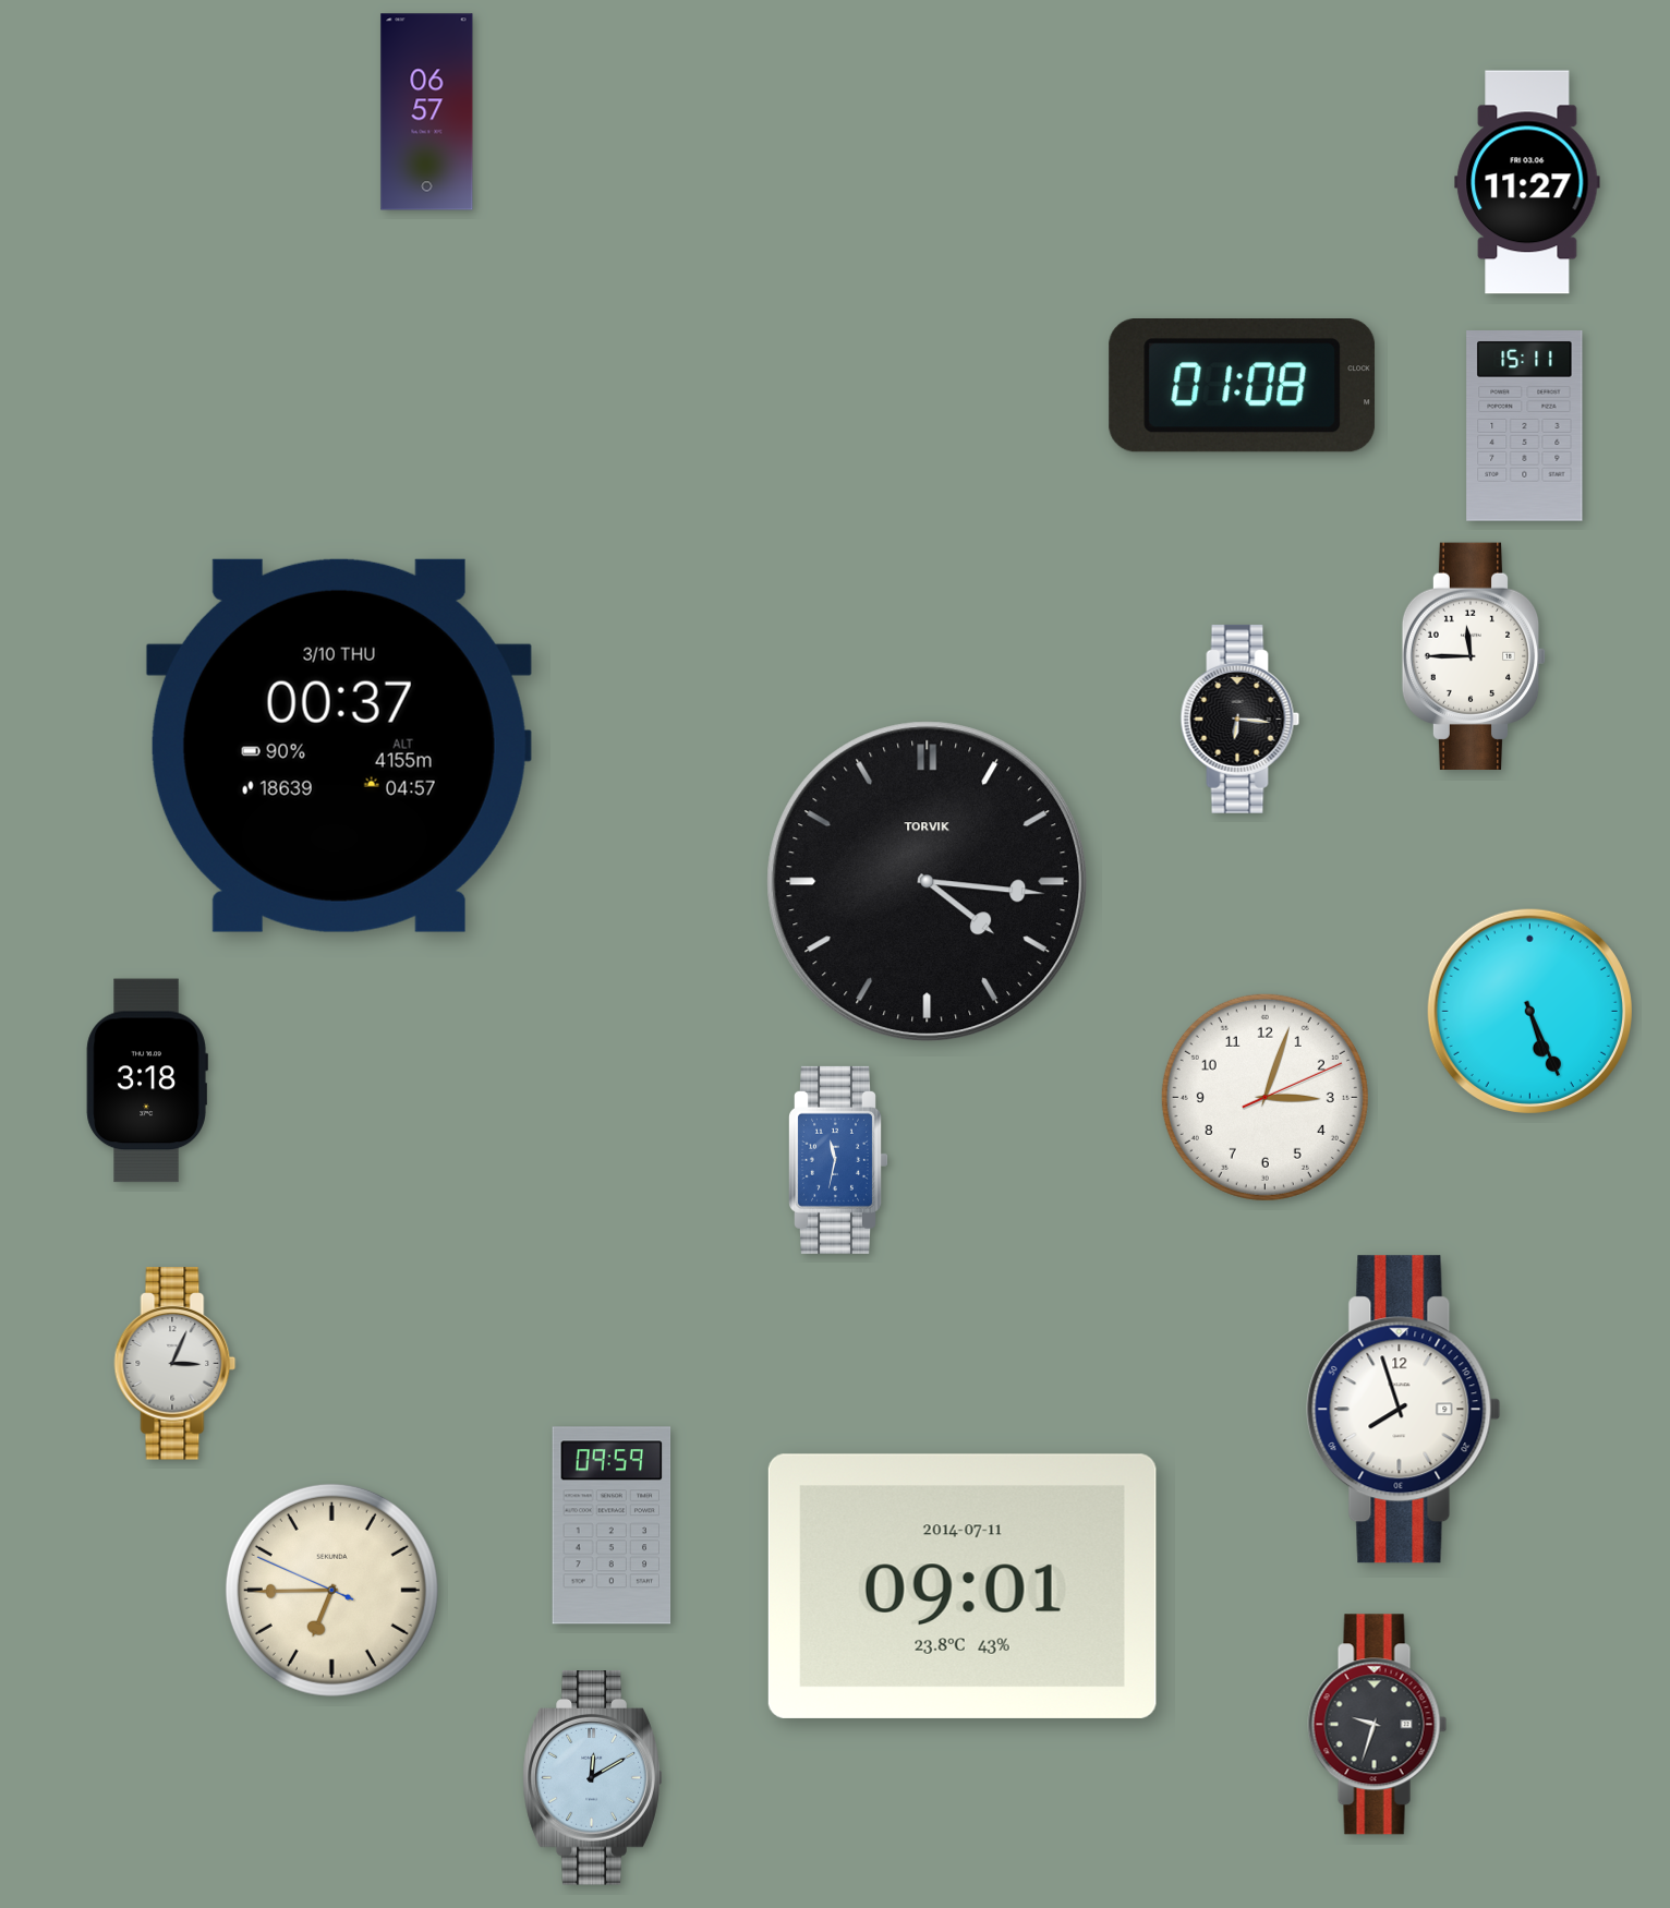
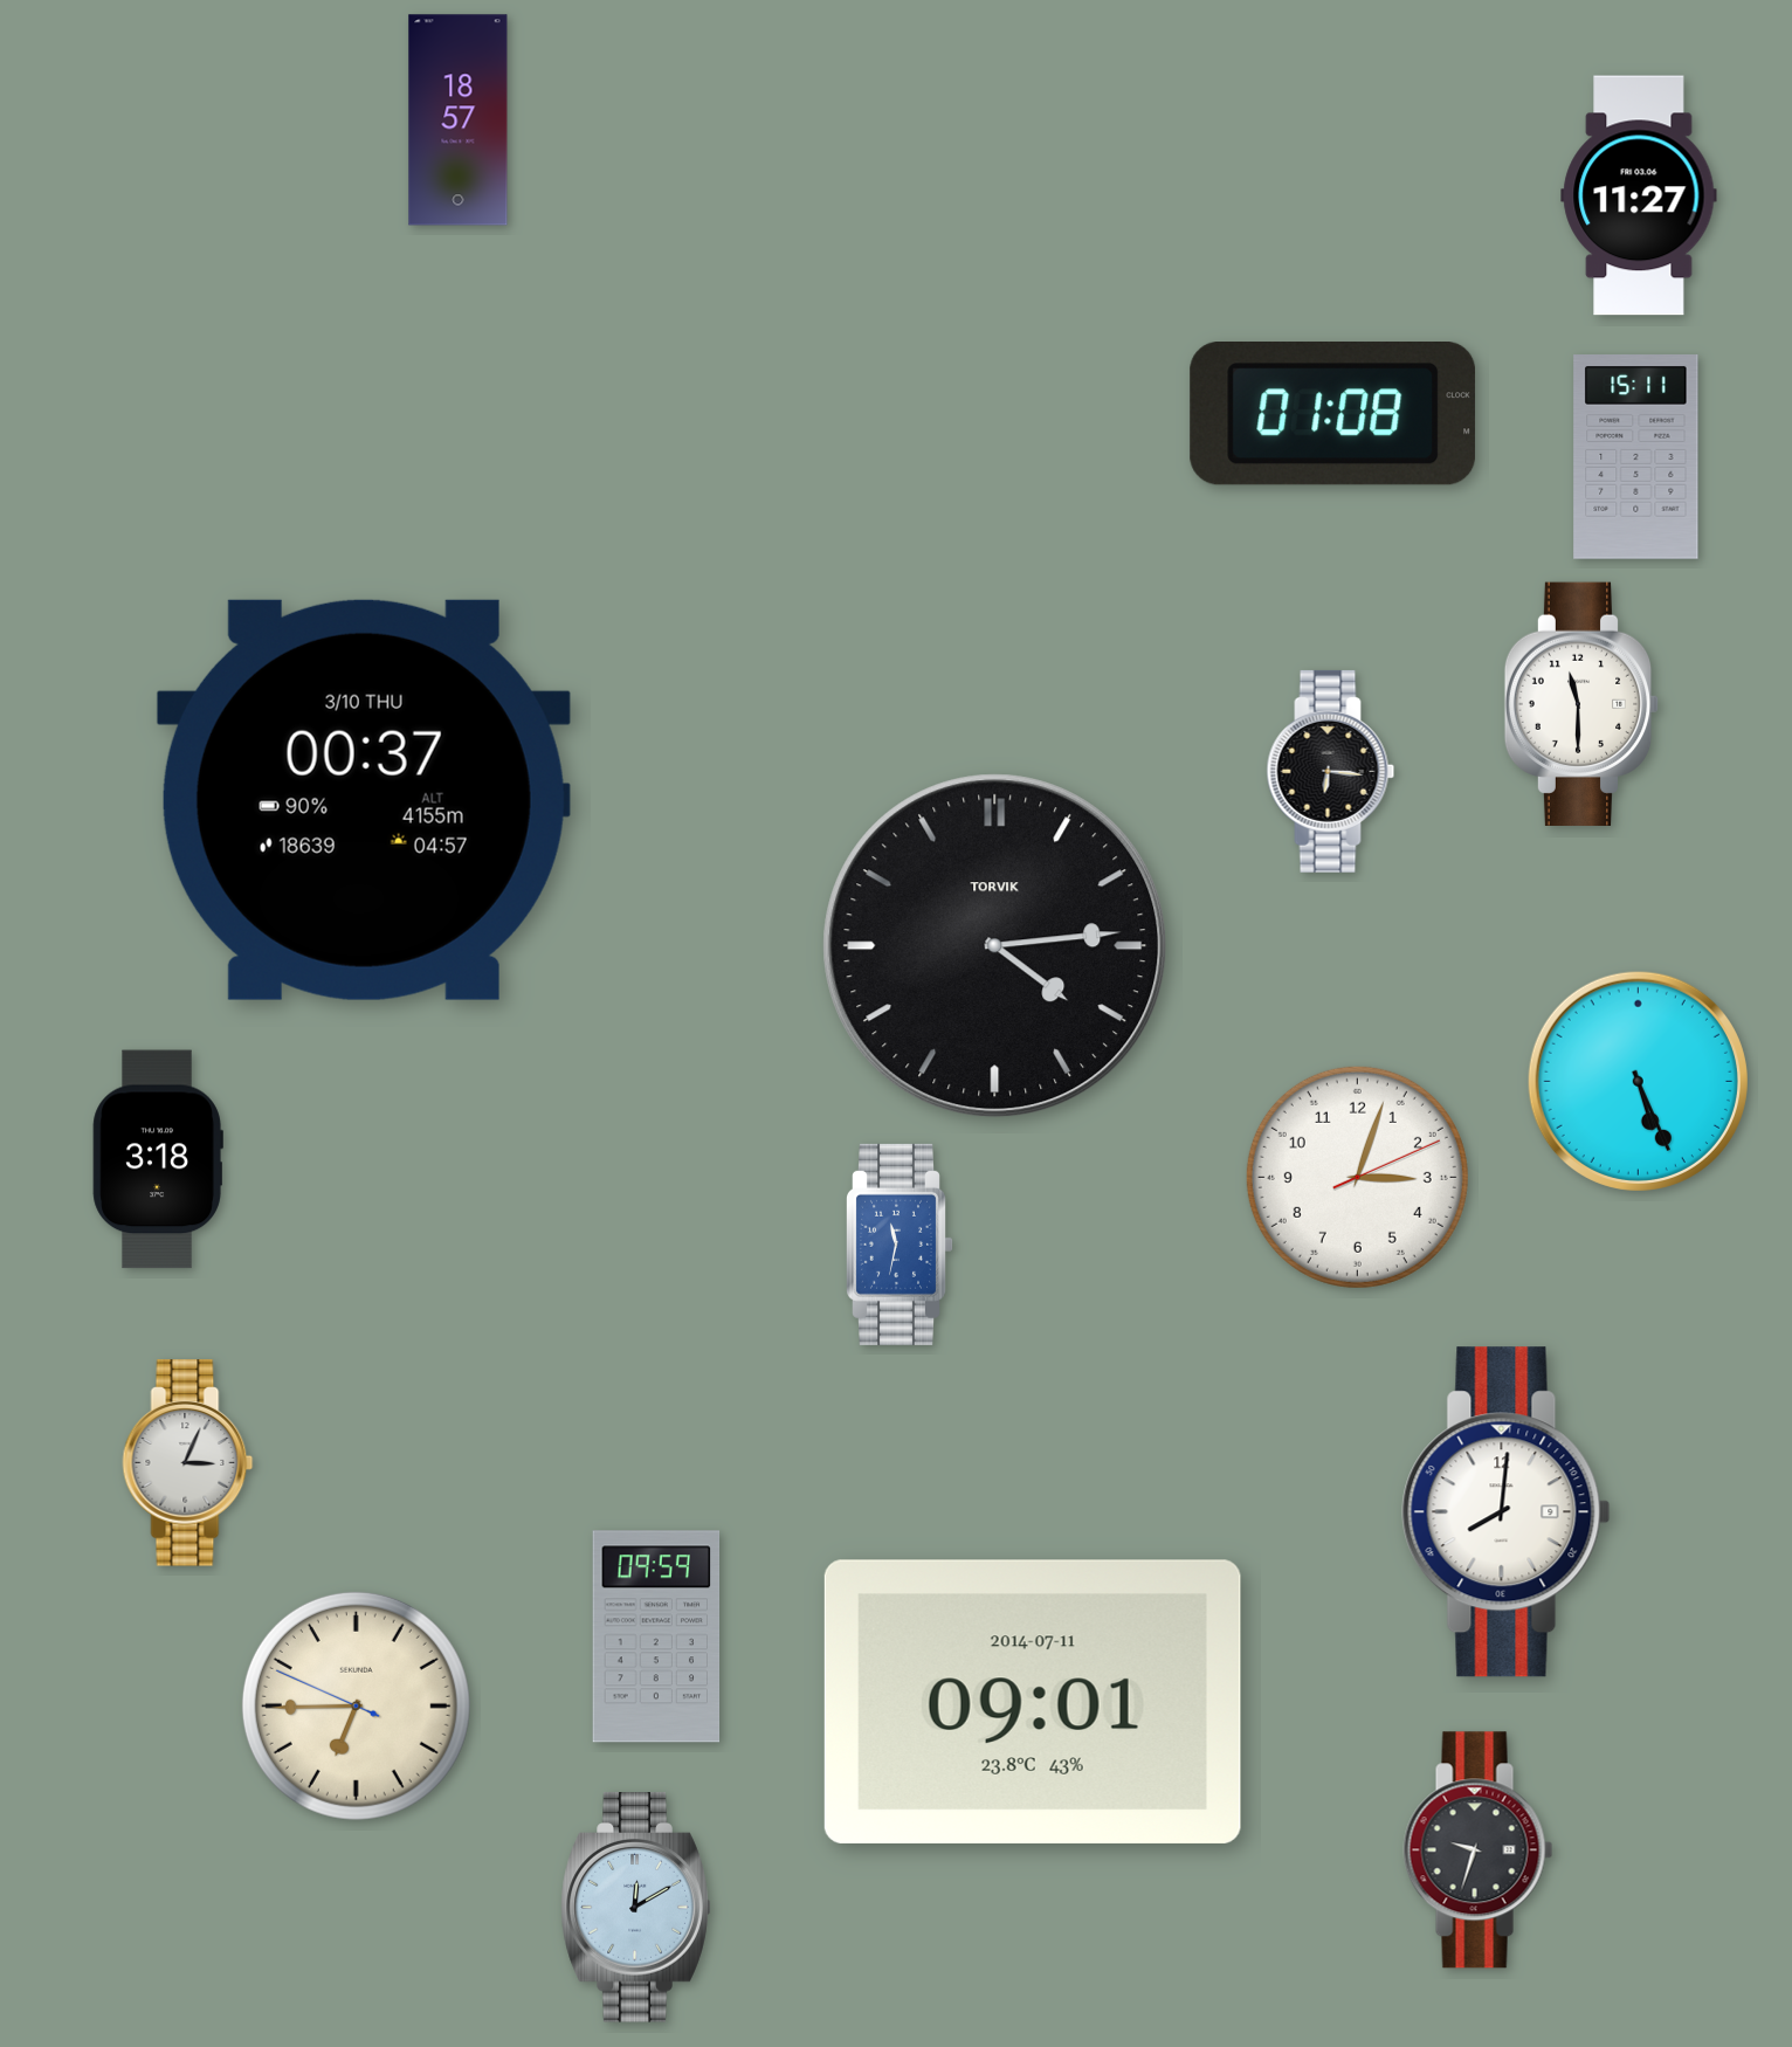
clock at (427, 112): 06:57 -> 18:57
clock at (1474, 656): 11:45 -> 11:30
clock at (928, 882): 4:16 -> 4:14
clock at (1529, 1011) position: (1529, 1011) -> (1638, 1081)
clock at (1404, 1410): 7:57 -> 8:01
